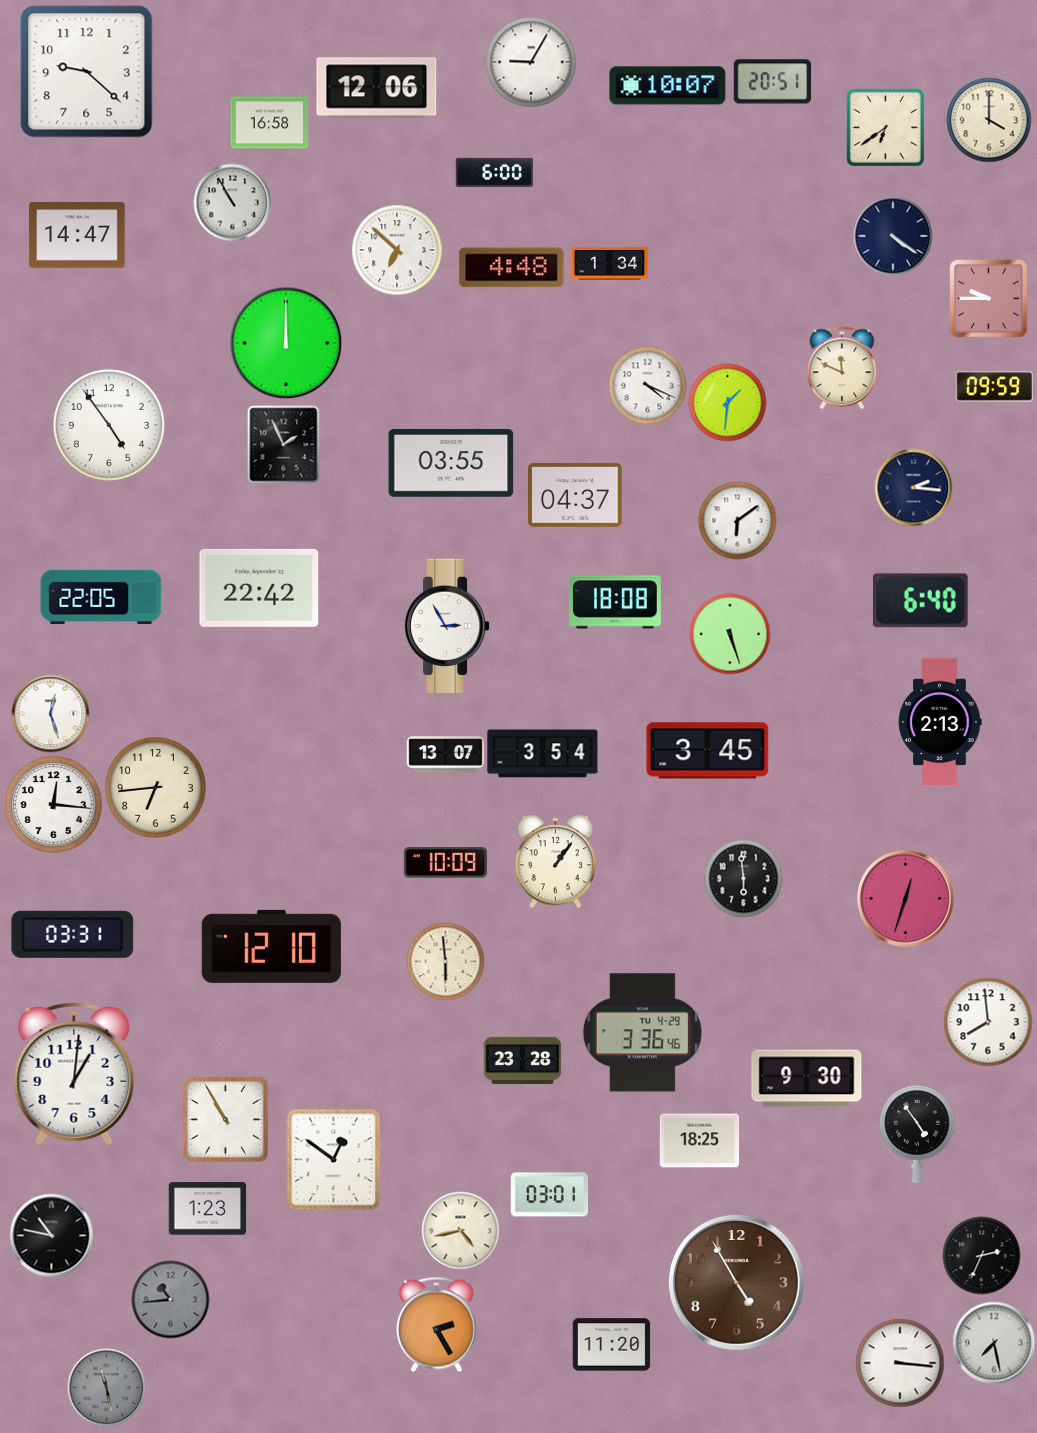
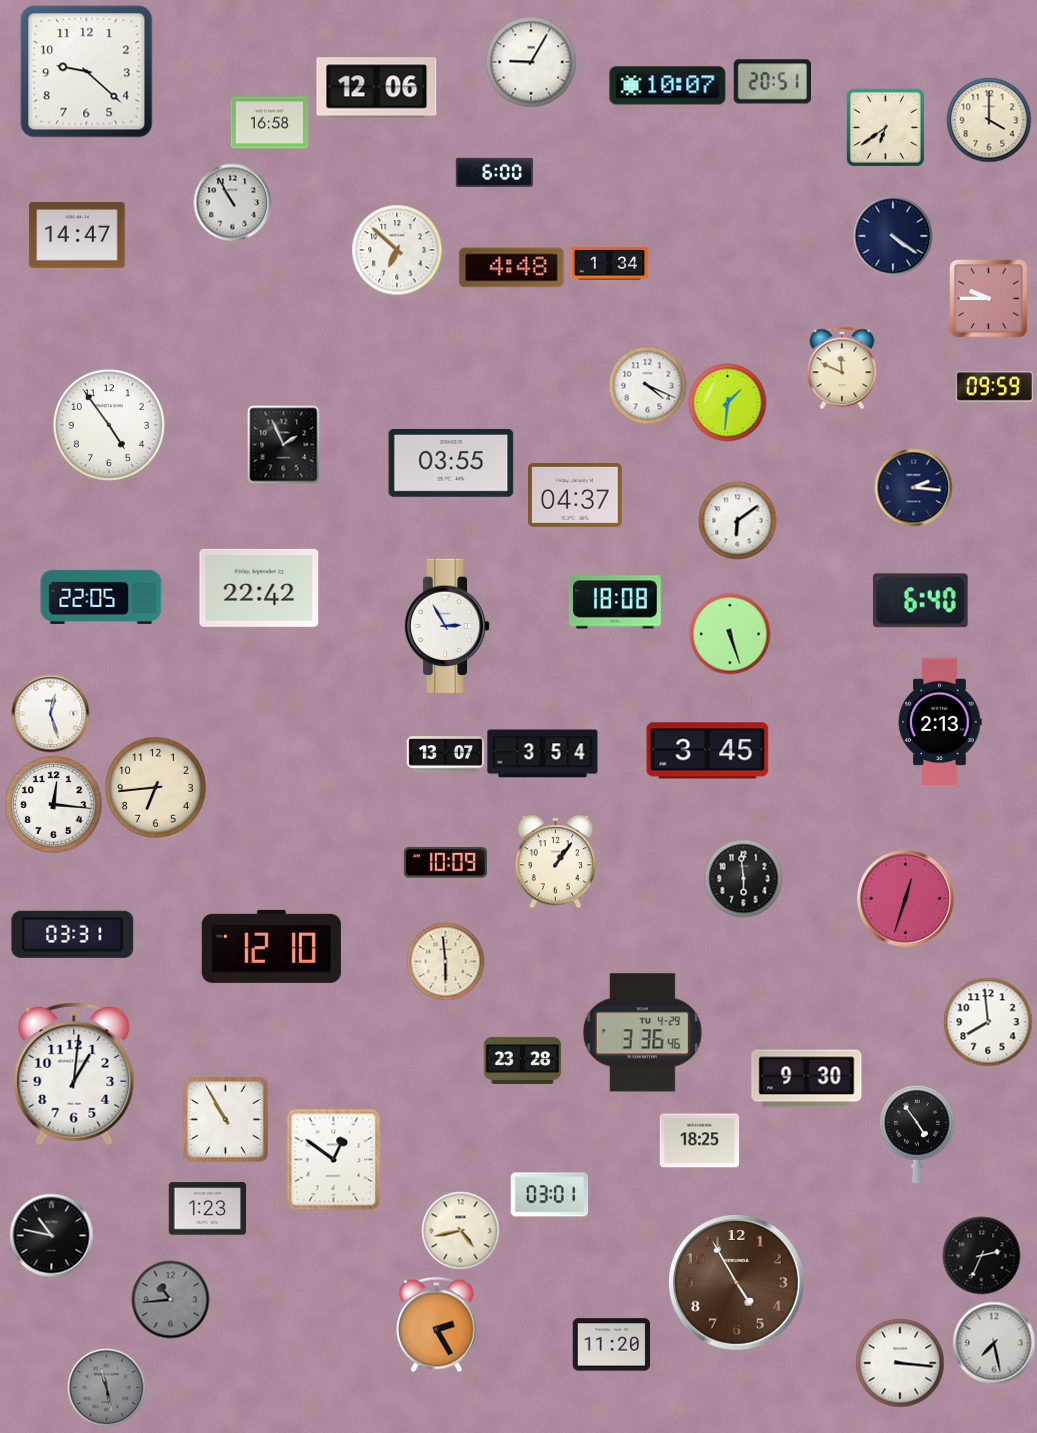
clock at (286, 343): 12:00 -> none
